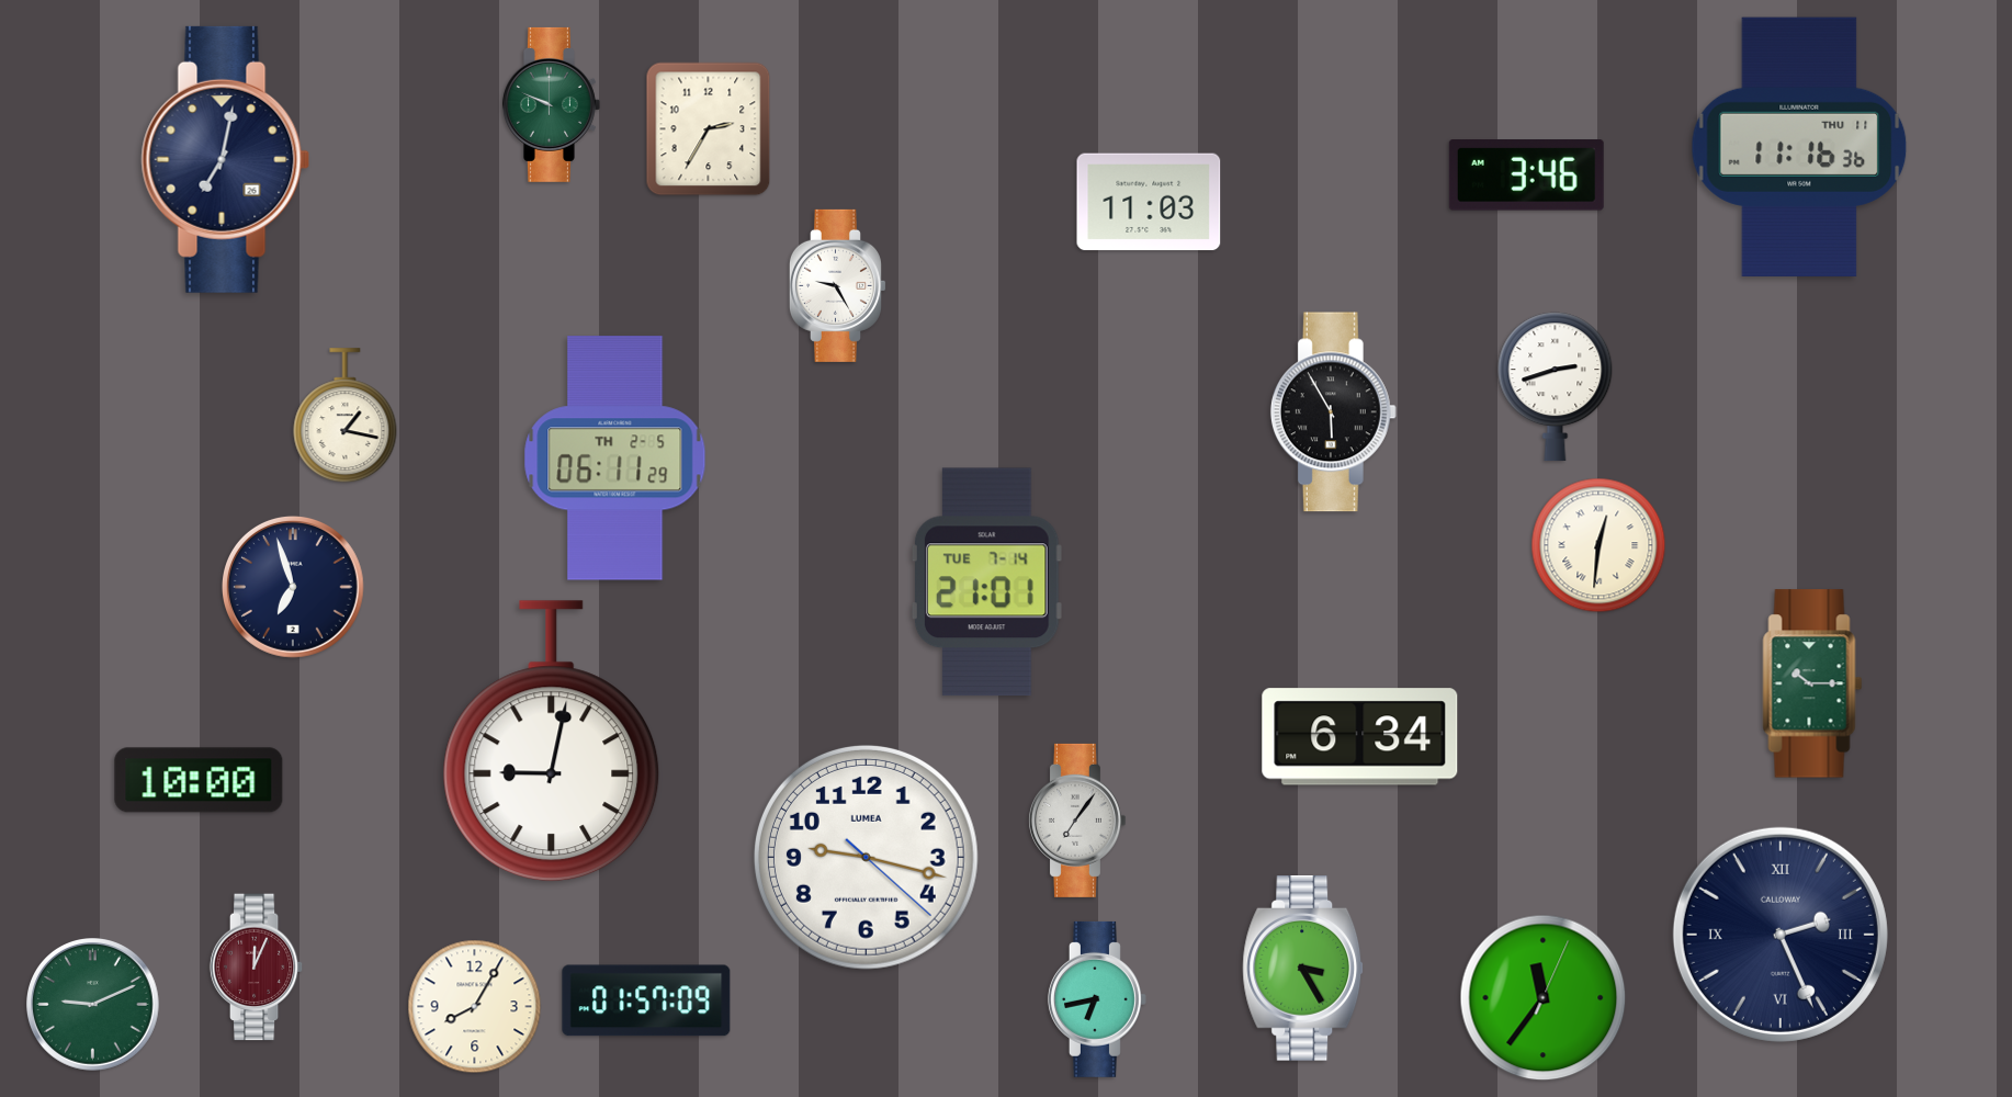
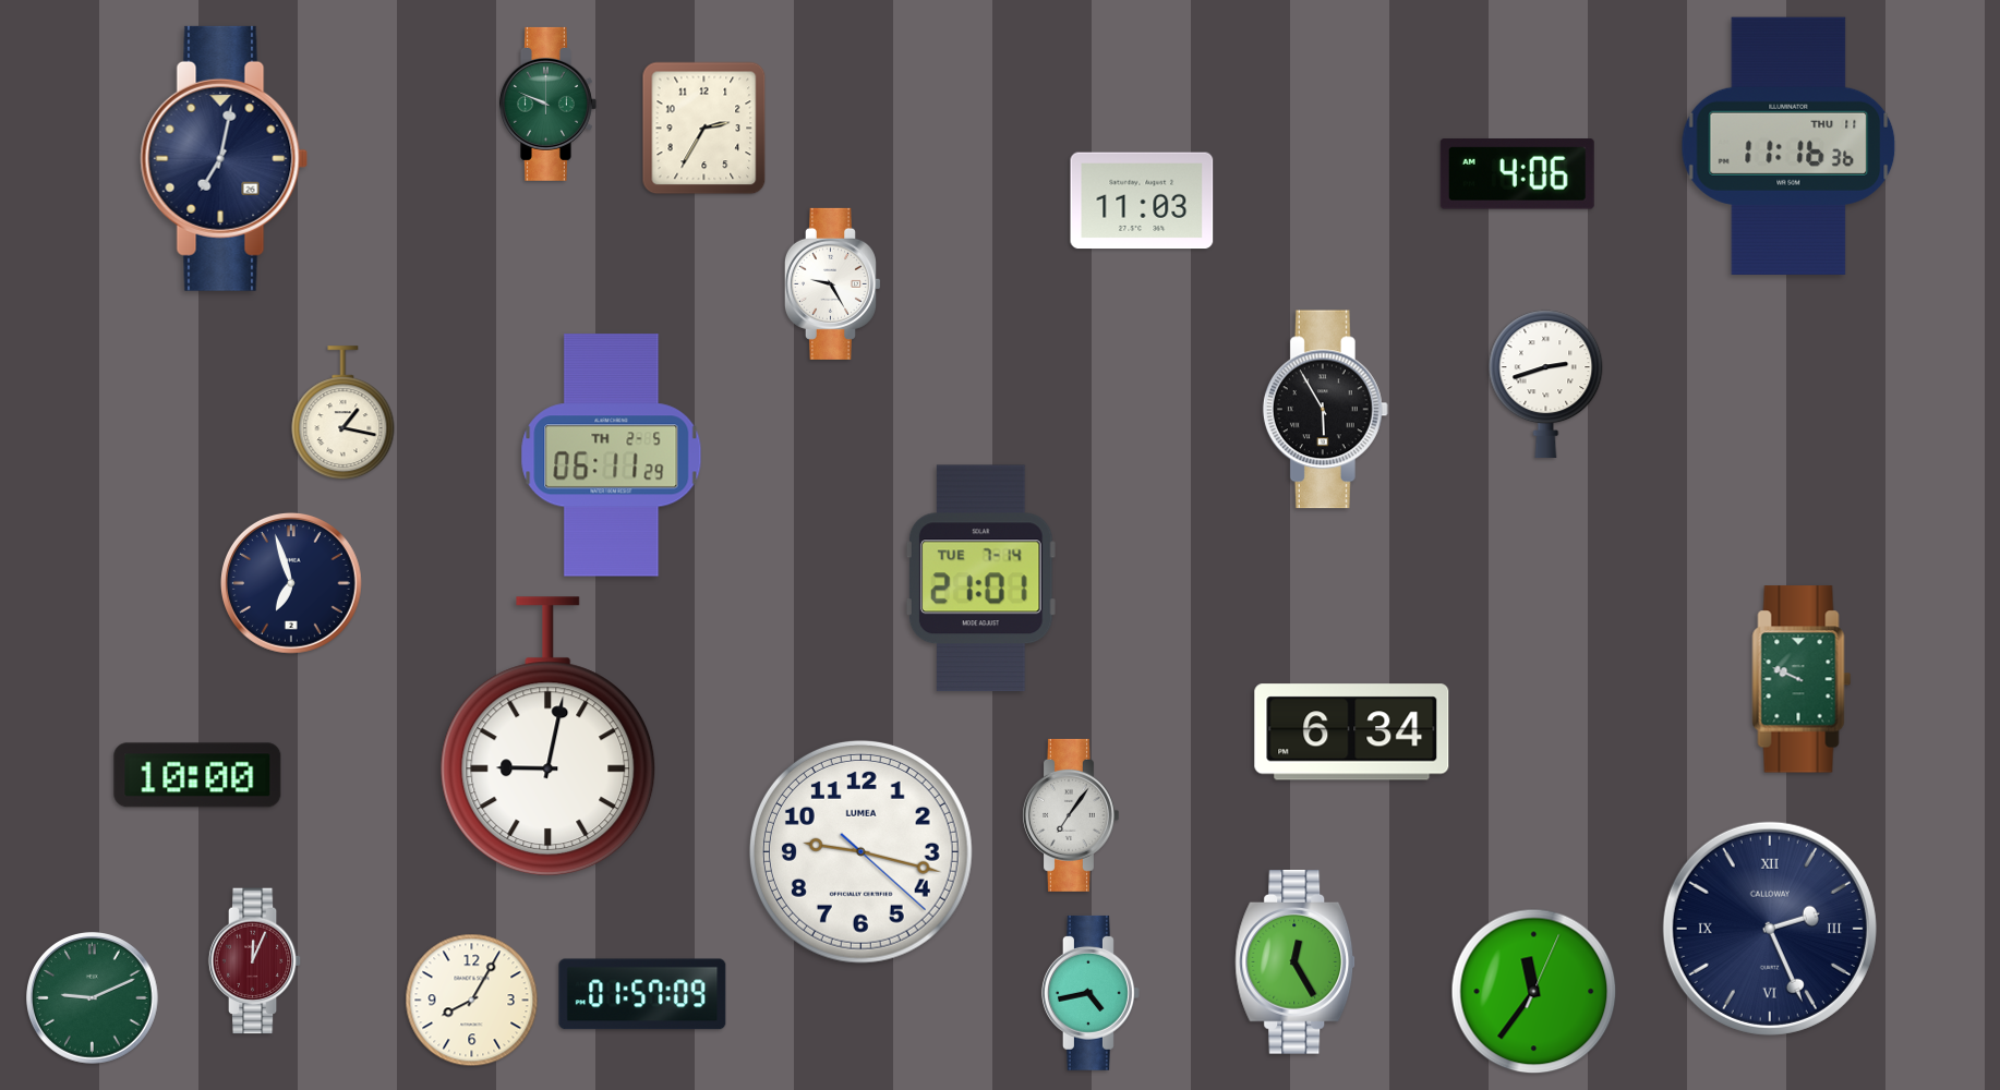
clock at (1526, 176): 3:46 -> 4:06
clock at (1598, 545): 12:31 -> none
clock at (1812, 683): 10:15 -> 9:49
clock at (1303, 969): 3:25 -> 12:25
clock at (1097, 999): 6:43 -> 4:43
